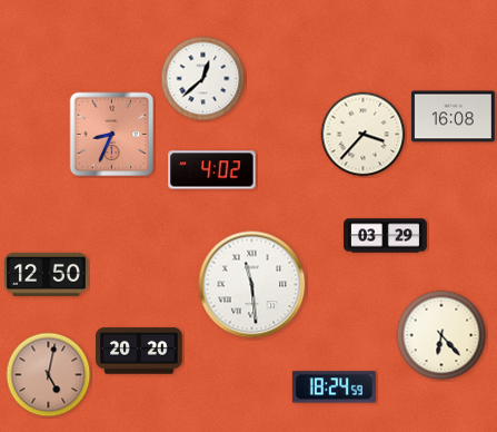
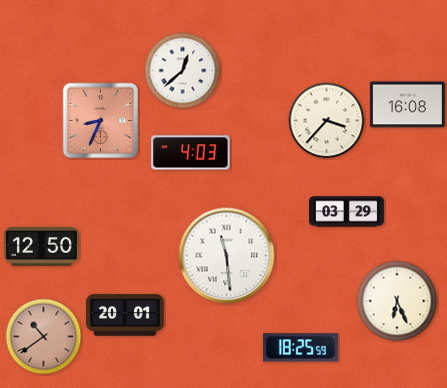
clock at (212, 170): 4:02 -> 4:03
clock at (441, 335): 6:23 -> 6:26
clock at (139, 351): 20:20 -> 20:01
clock at (49, 375): 5:02 -> 10:39
clock at (334, 387): 18:24 -> 18:25
